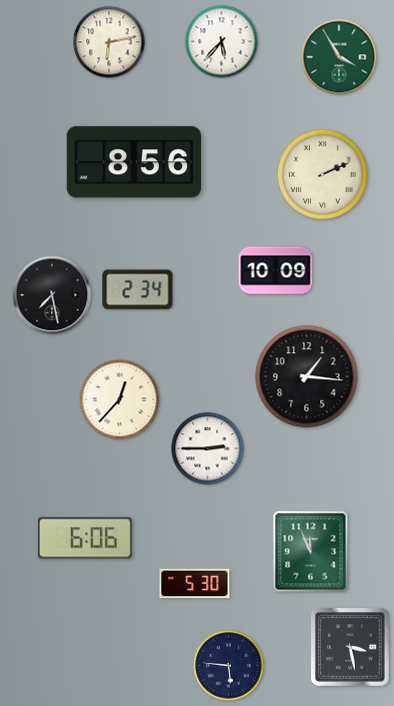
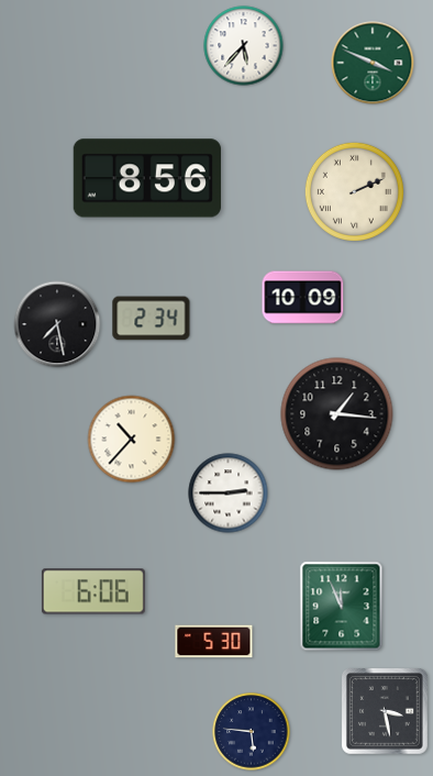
clock at (109, 42): 6:13 -> none
clock at (339, 57): 3:55 -> 3:49
clock at (120, 400): 12:37 -> 10:37
